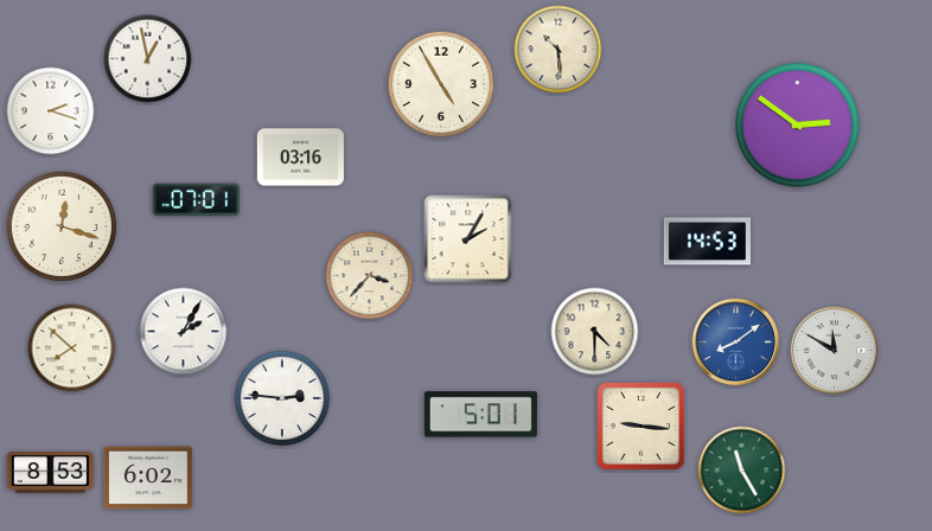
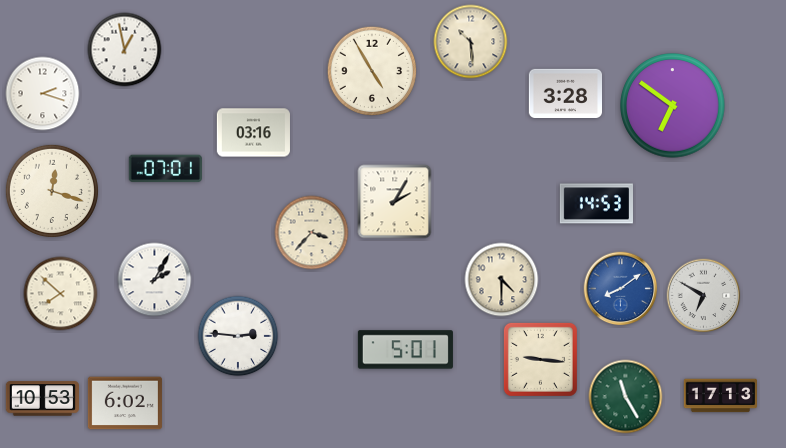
clock at (565, 93): none -> 3:28
clock at (798, 126): 2:51 -> 6:51
clock at (835, 351): 11:50 -> 6:50
clock at (720, 396): none -> 17:13
clock at (50, 473): 8:53 -> 10:53
